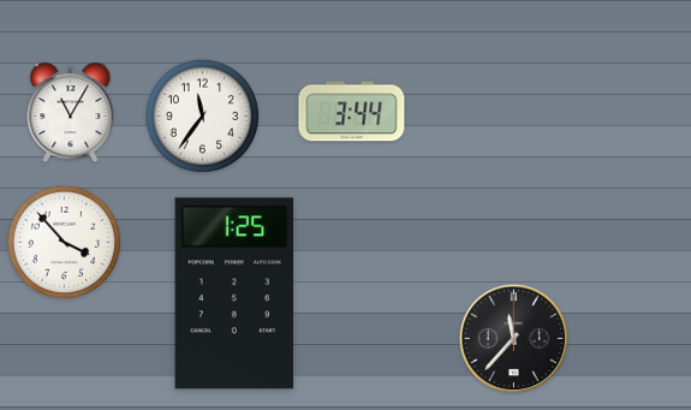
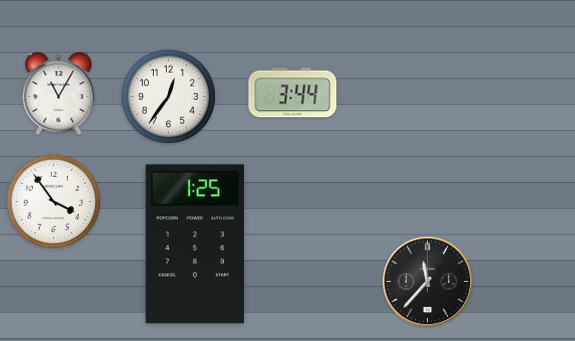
clock at (202, 115): 11:36 -> 12:36
clock at (64, 242): 3:53 -> 3:54
